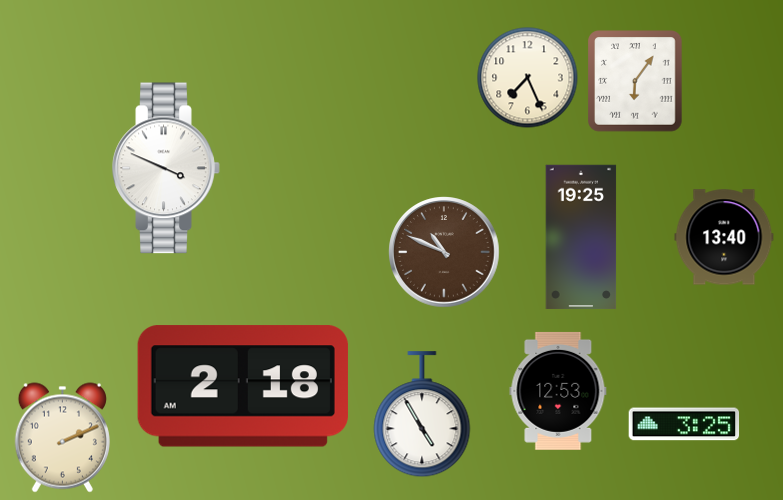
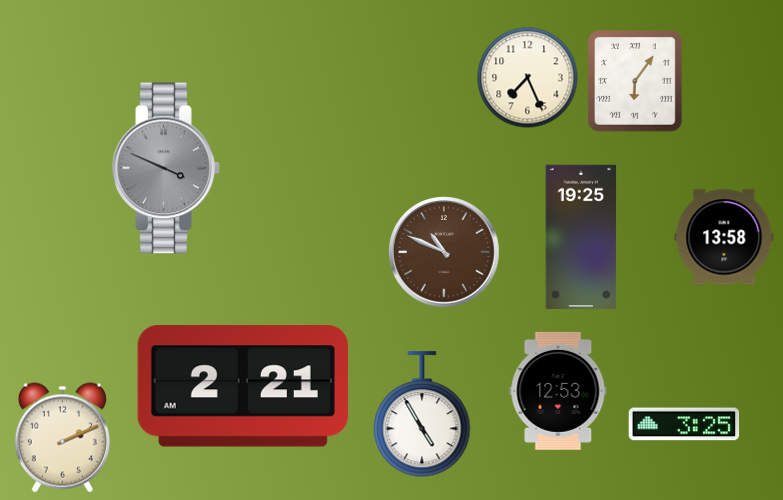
clock at (166, 168) dial: white -> grey
clock at (724, 237): 13:40 -> 13:58
clock at (243, 386): 2:18 -> 2:21
